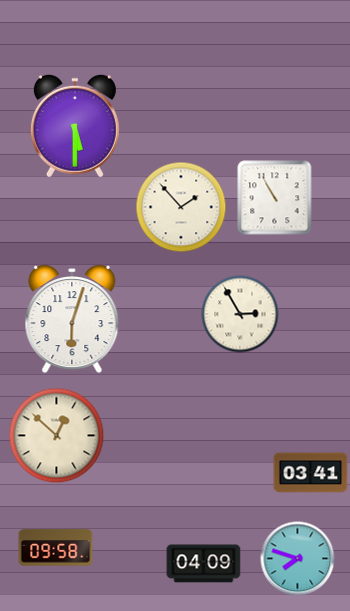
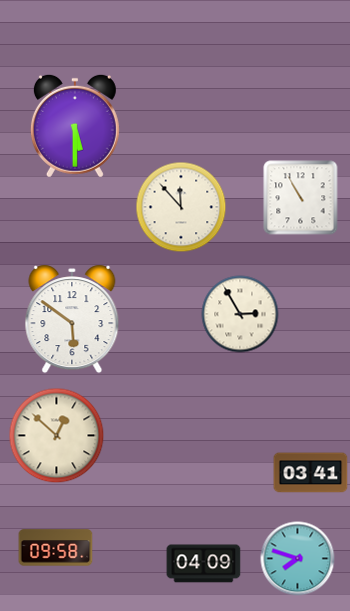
clock at (275, 198) position: (275, 198) -> (301, 198)
clock at (181, 207): 1:53 -> 11:53
clock at (72, 319): 6:03 -> 5:51
